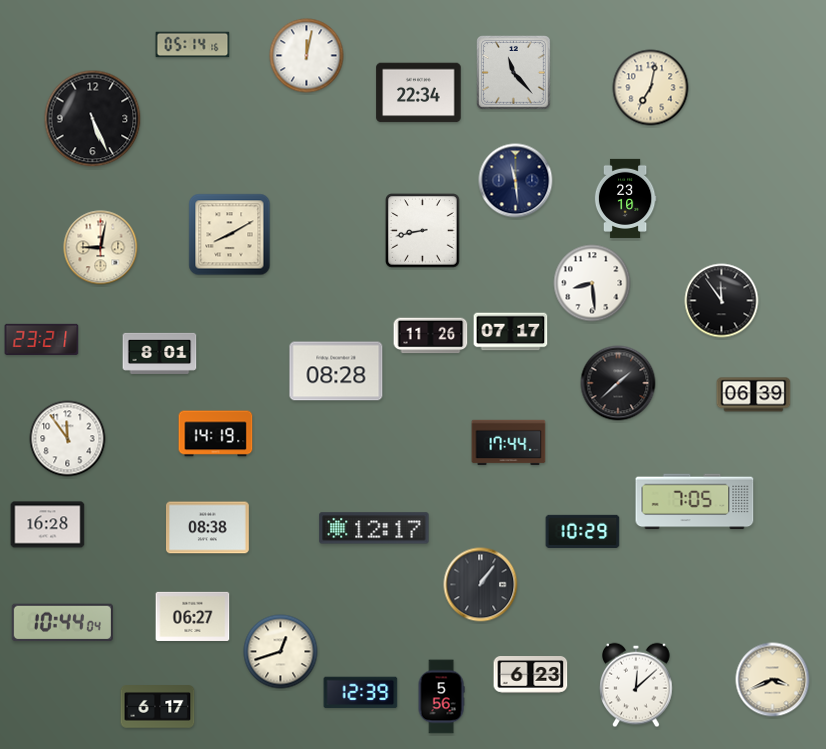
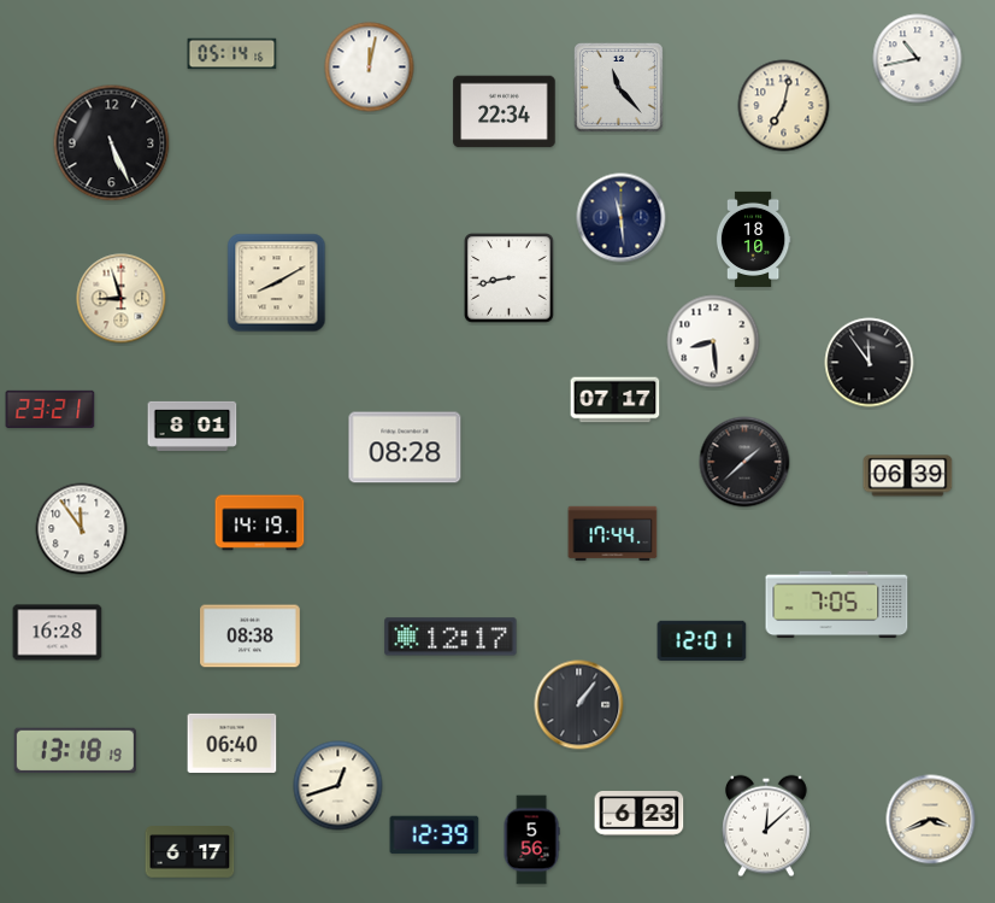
clock at (918, 59): none -> 10:43
clock at (625, 198): 23:10 -> 18:10
clock at (101, 248): 9:02 -> 8:57
clock at (431, 336): 11:26 -> none
clock at (583, 532): 10:29 -> 12:01
clock at (193, 616): 06:27 -> 06:40
clock at (62, 623): 10:44 -> 13:18
